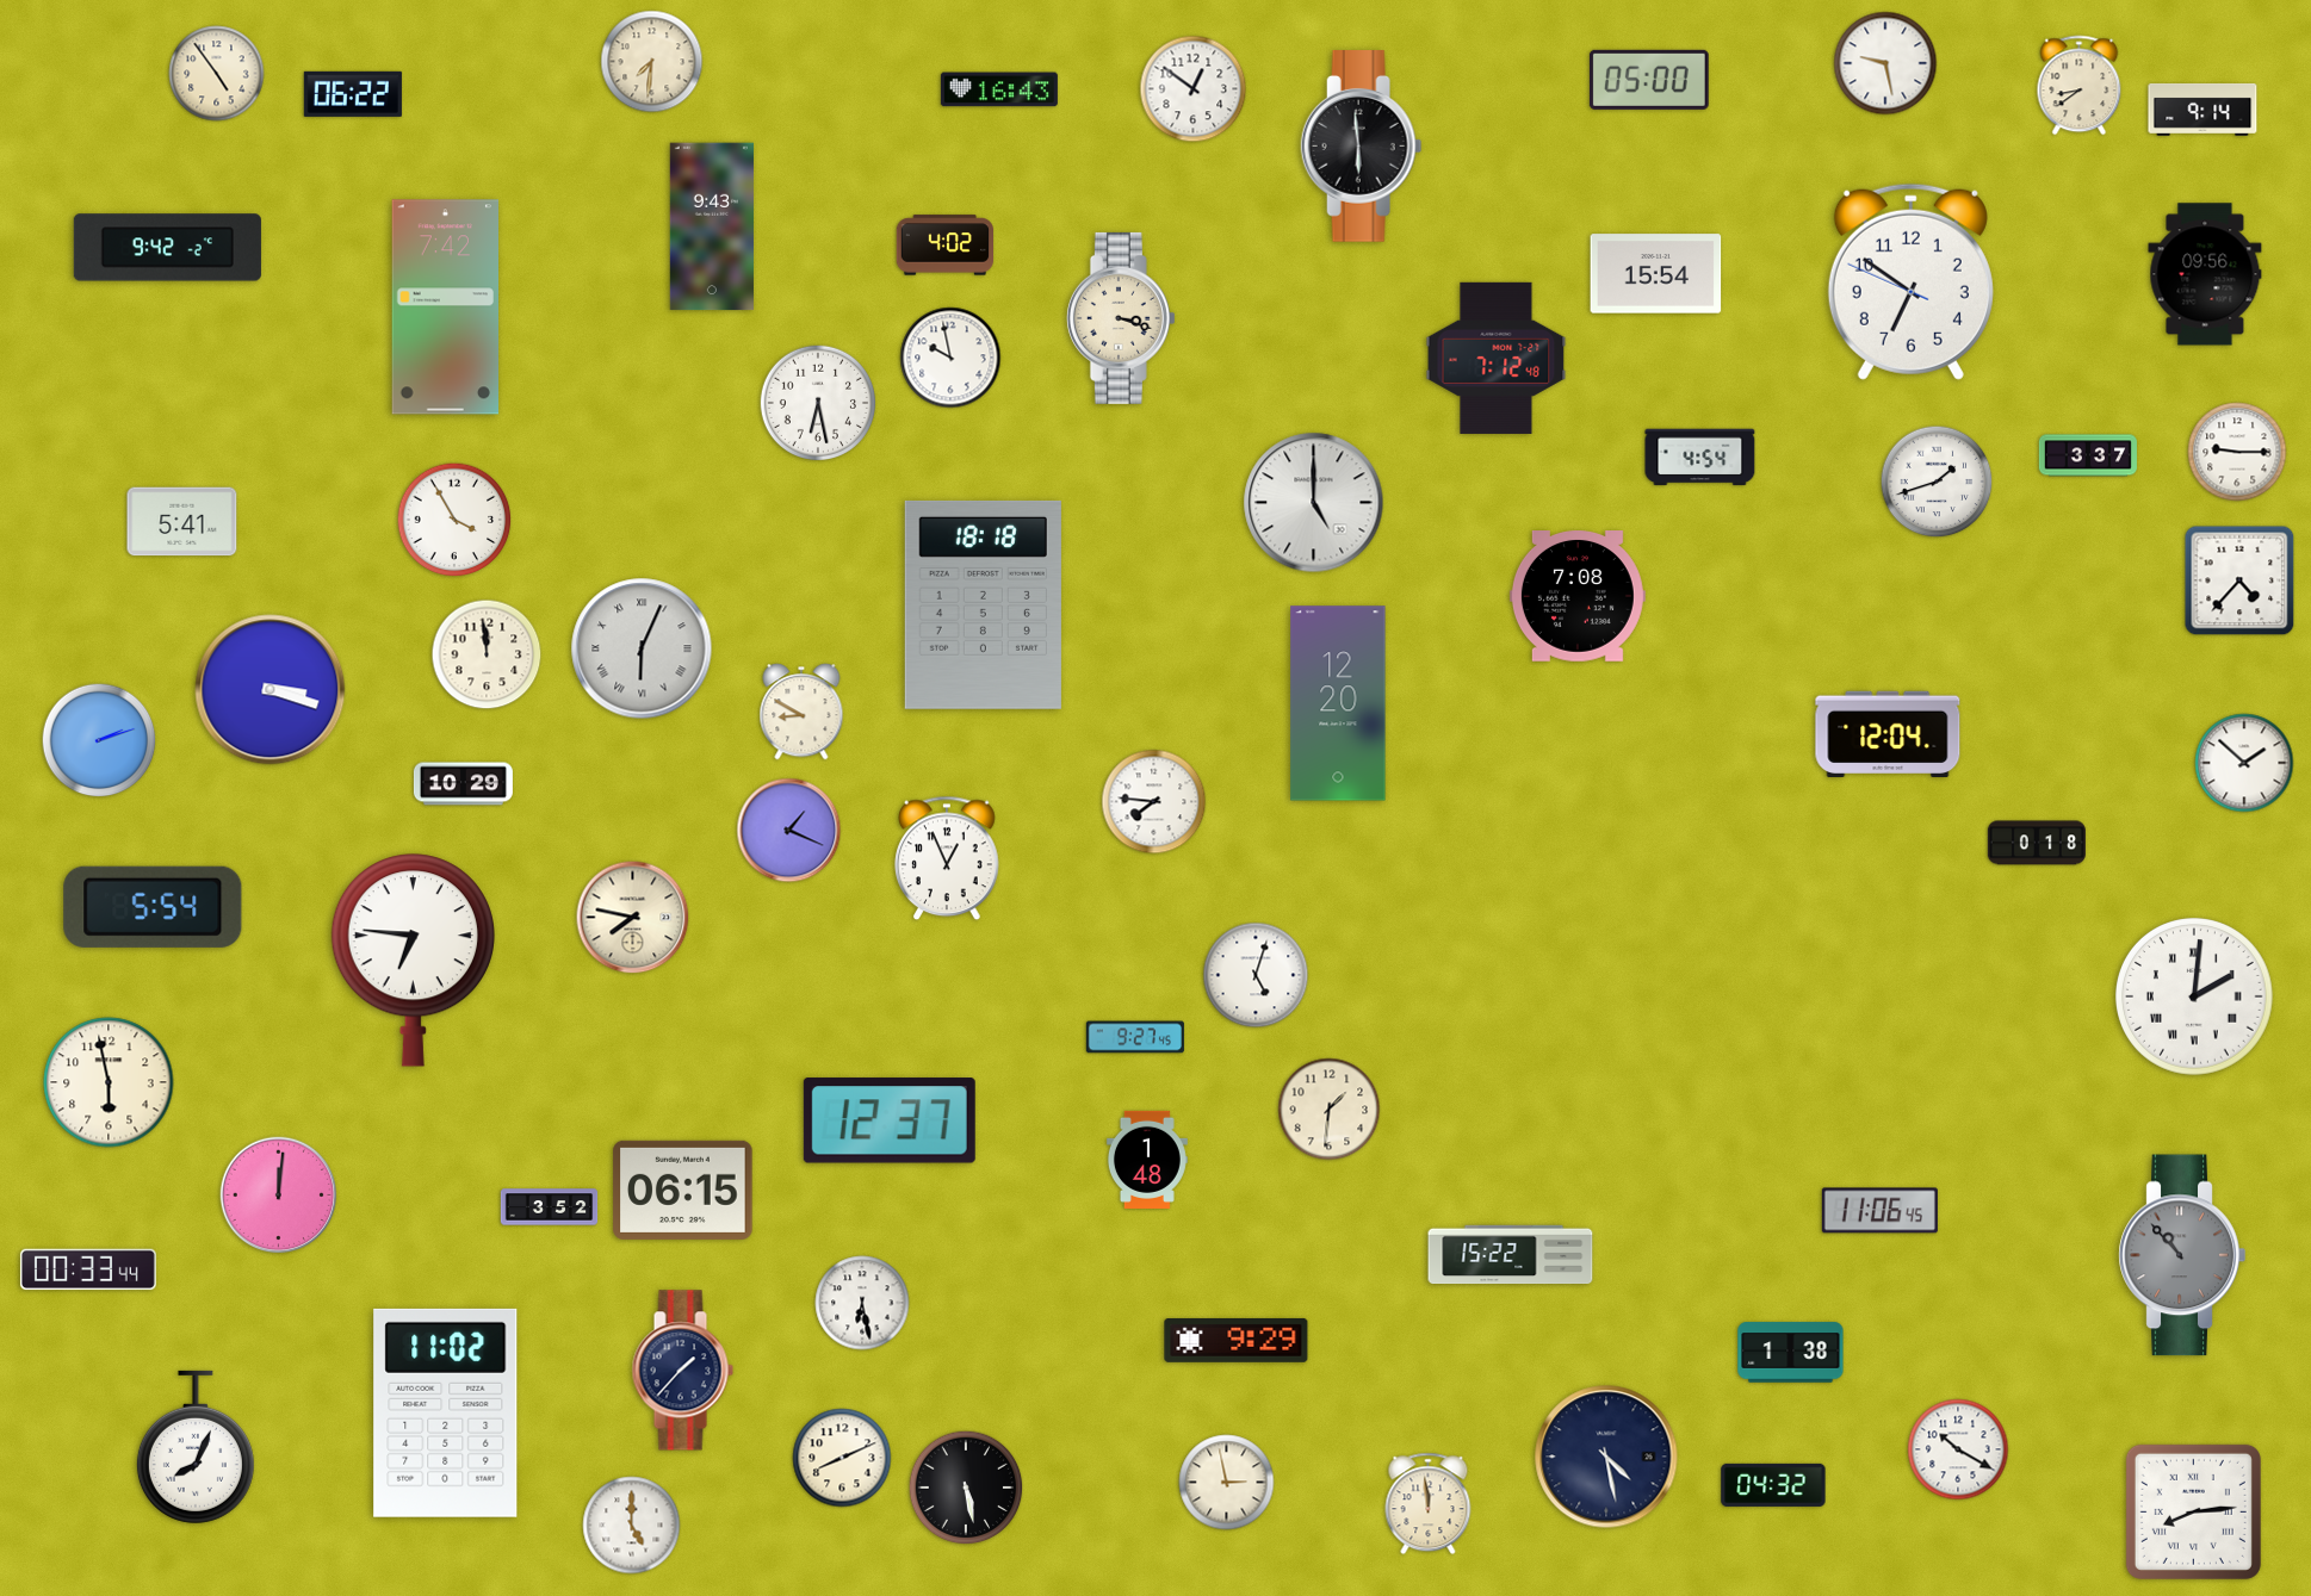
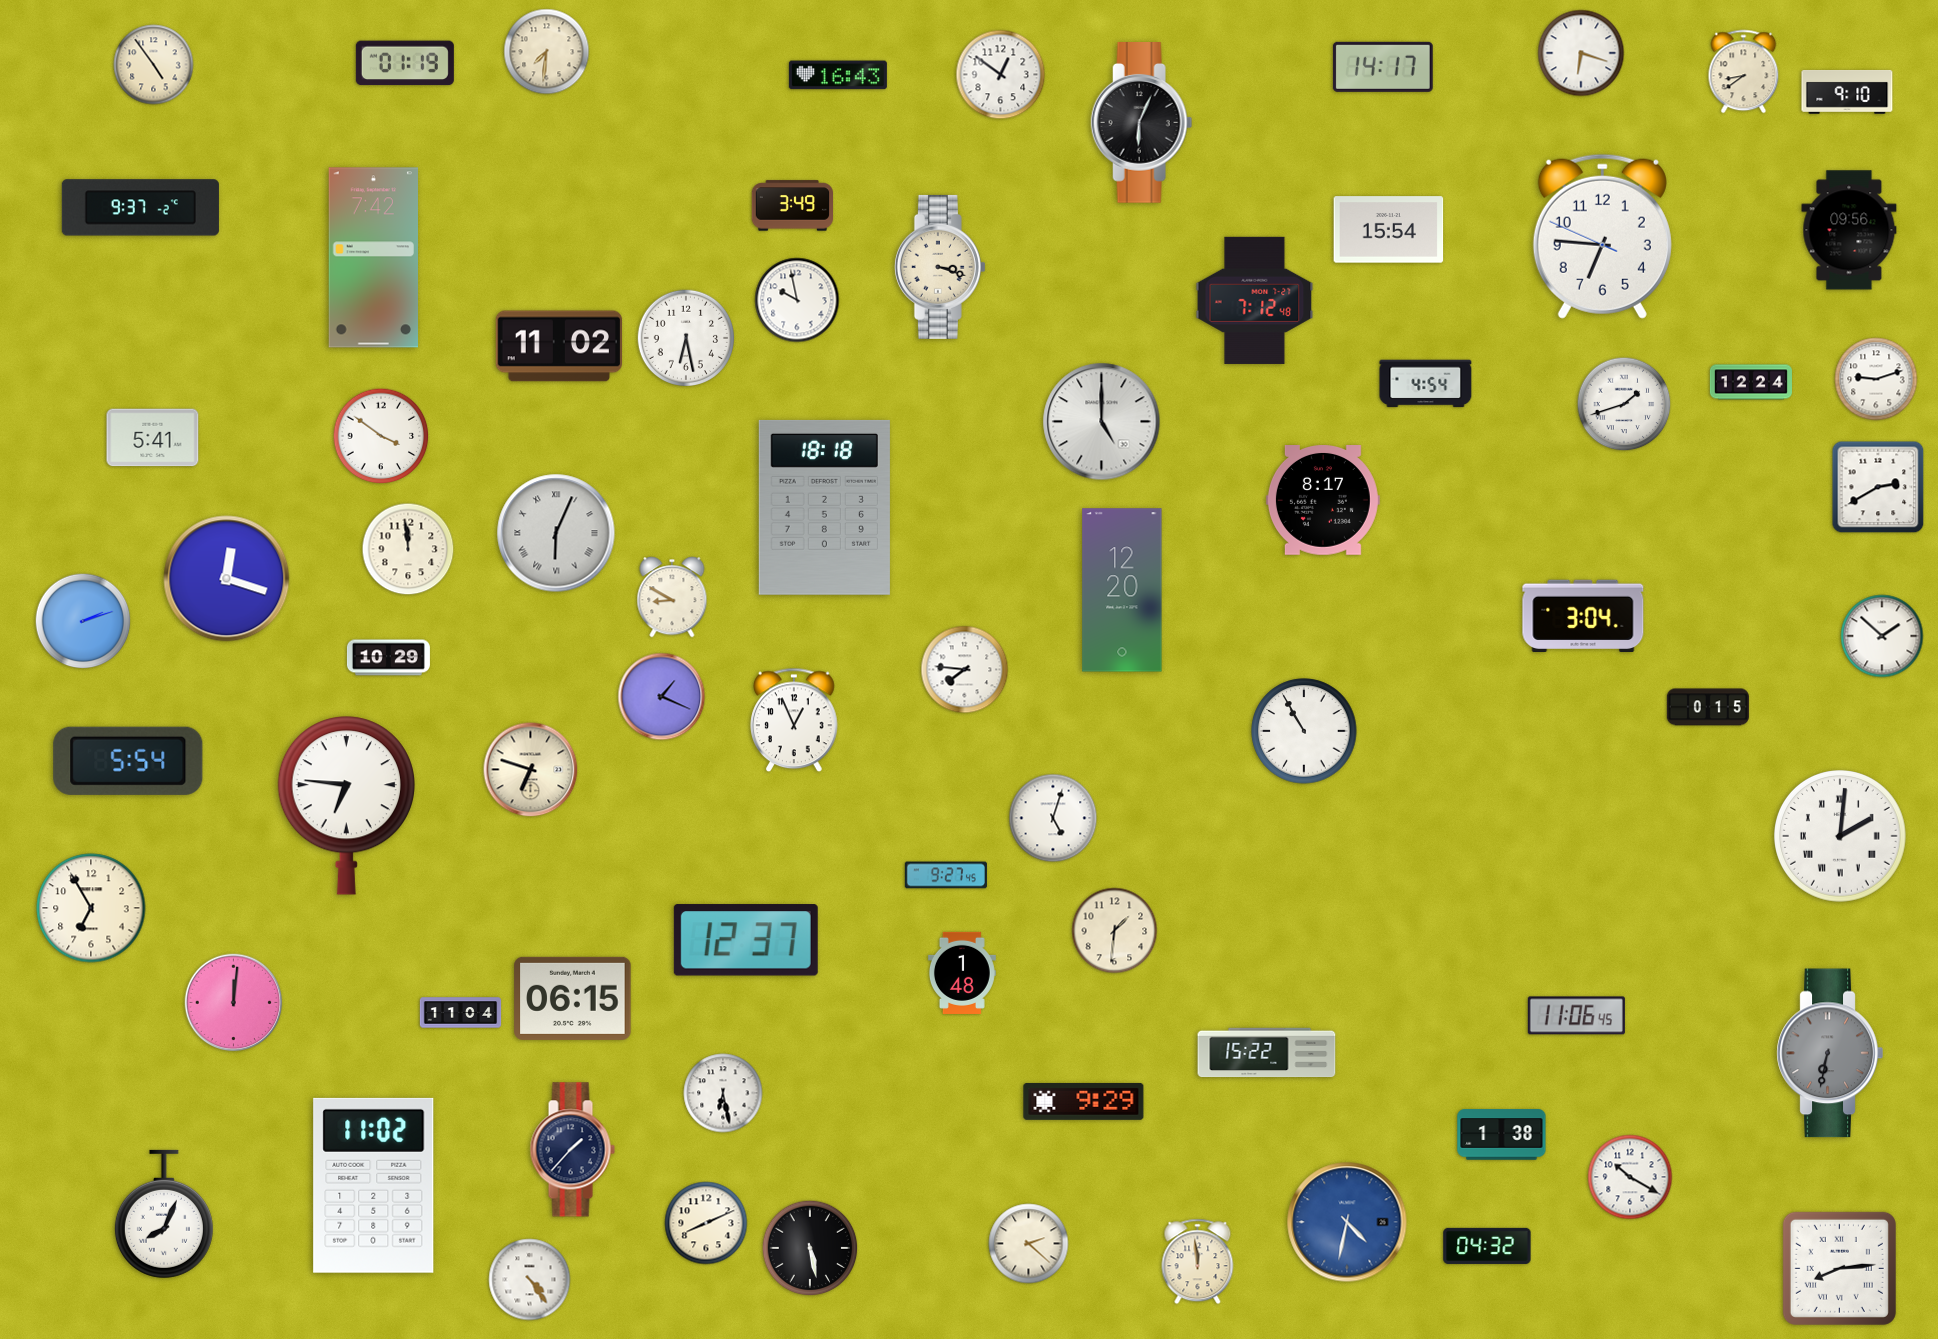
clock at (1885, 63): 9:28 -> 6:18
clock at (217, 74) position: (217, 74) -> (154, 65)
clock at (405, 63): none -> 01:19
clock at (1649, 80): 05:00 -> 14:17
clock at (353, 94): 06:22 -> none
clock at (2202, 110): 9:14 -> 9:10
clock at (1362, 147): 5:59 -> 6:04
clock at (712, 226): 9:43 -> none
clock at (944, 246): 4:02 -> 3:49
clock at (167, 248): 9:42 -> 9:37
clock at (1910, 281): 6:50 -> 6:45
clock at (558, 346): none -> 11:02
clock at (2237, 452): 9:15 -> 9:12
clock at (2087, 455): 3:37 -> 12:24
clock at (454, 520): 3:55 -> 3:51
clock at (2239, 580): 4:37 -> 2:40
clock at (1578, 597): 7:08 -> 8:17
clock at (642, 648) position: (642, 648) -> (556, 533)
clock at (271, 690): 3:18 -> 12:18
clock at (1888, 733): 12:04 -> 3:04
clock at (2244, 763) position: (2244, 763) -> (1882, 636)
clock at (1154, 802) position: (1154, 802) -> (965, 670)
clock at (2037, 843): 0:18 -> 0:15
clock at (1304, 731): none -> 10:55
clock at (633, 918): 7:47 -> 6:48
clock at (1135, 1037) position: (1135, 1037) -> (946, 875)
clock at (109, 1082): 5:58 -> 6:55
clock at (550, 1207): 3:52 -> 11:04
clock at (2182, 1255): 10:53 -> 6:32
clock at (88, 1269): 00:33 -> none
clock at (1237, 1340) position: (1237, 1340) -> (1084, 1101)
clock at (1958, 1449) position: (1958, 1449) -> (1630, 1177)
clock at (1606, 1457): 4:28 -> 4:32
clock at (1606, 1457) dial: navy -> blue
clock at (1227, 1483): 2:58 -> 2:22
clock at (632, 1526): 5:00 -> 4:24
